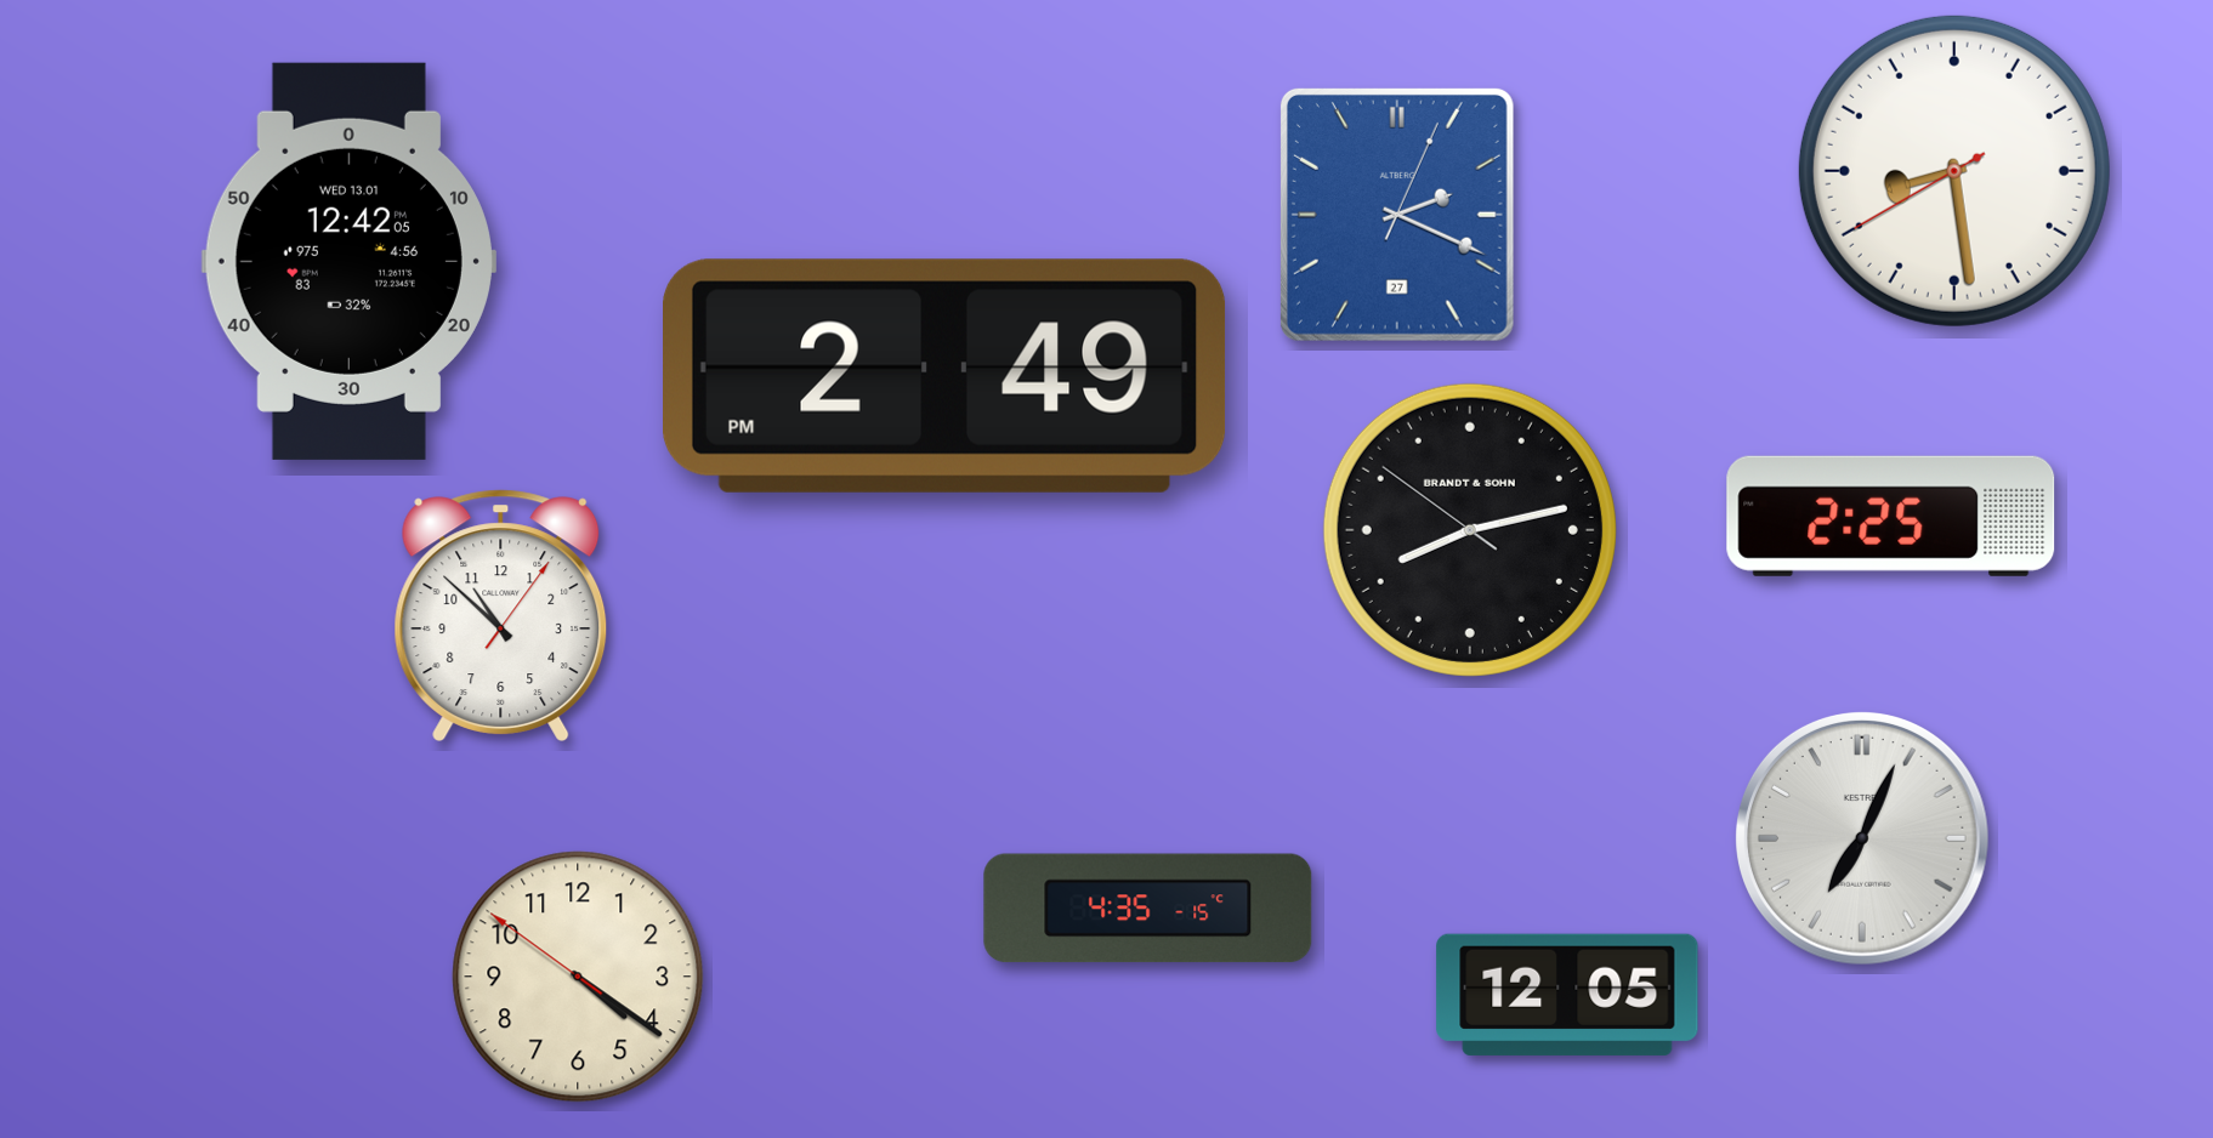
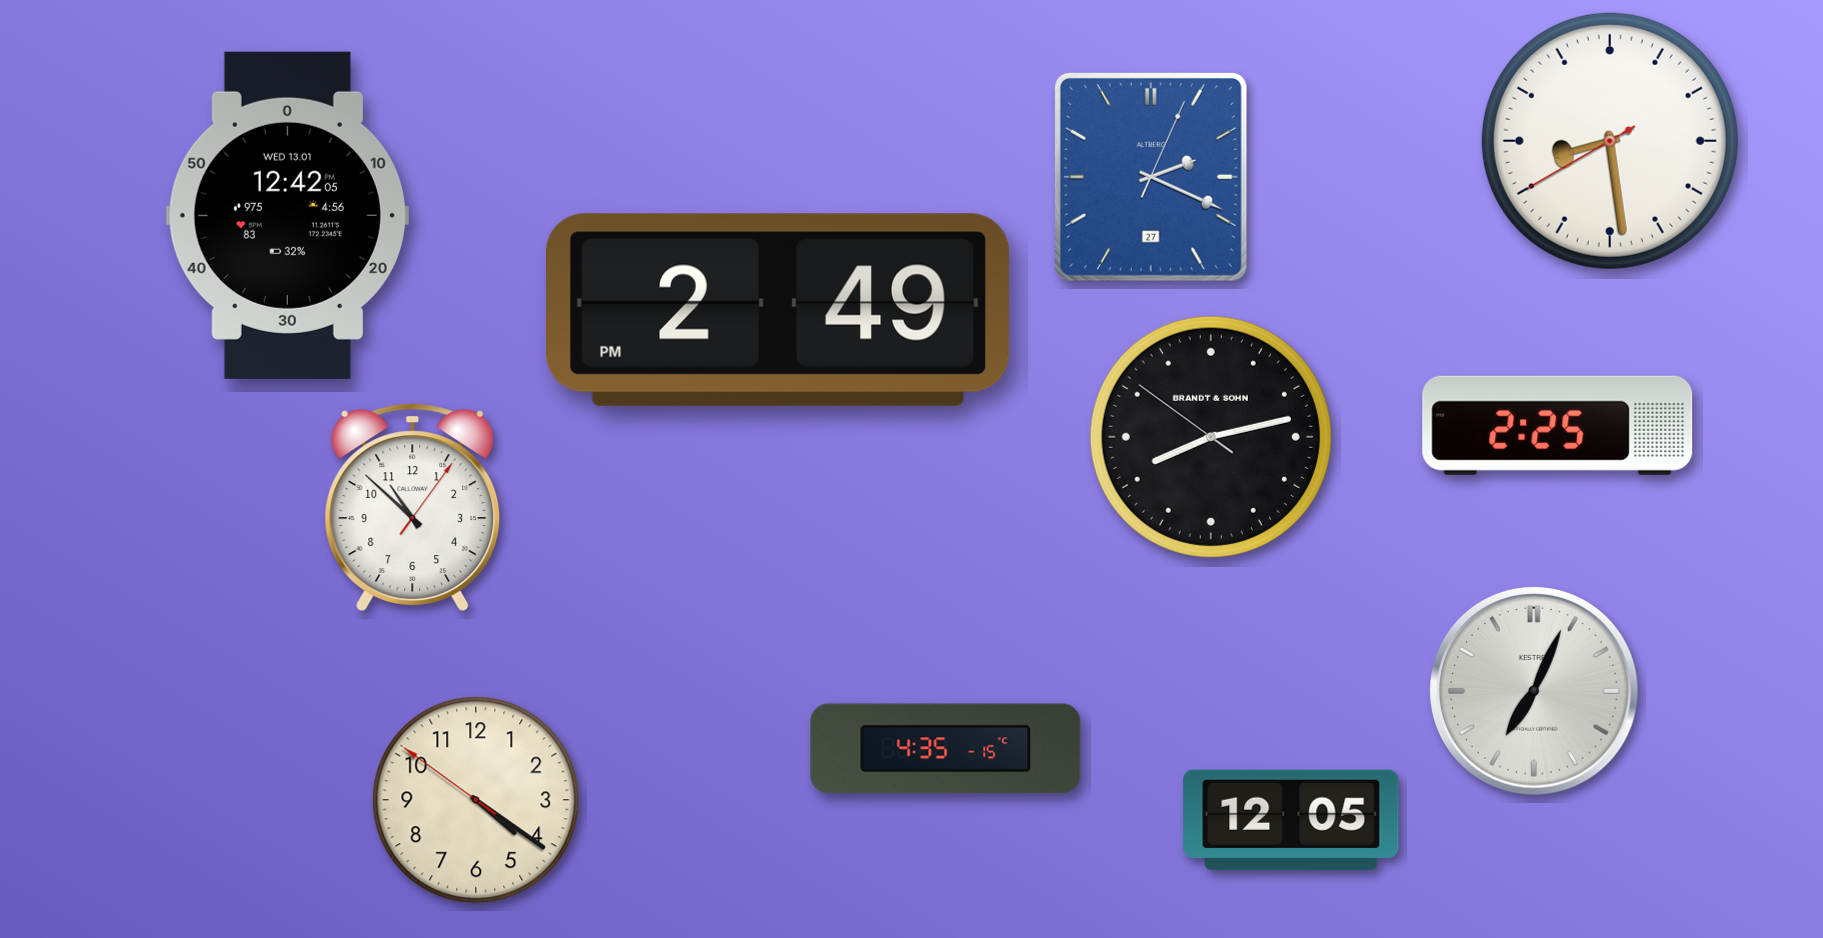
clock at (578, 977) position: (578, 977) -> (476, 800)
